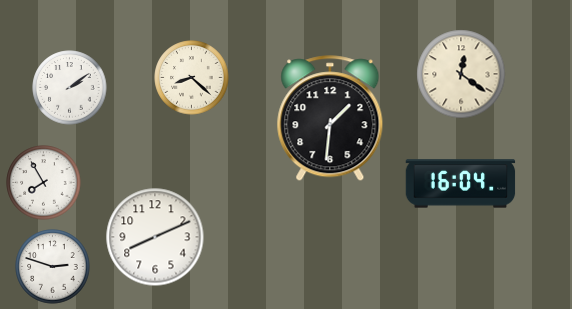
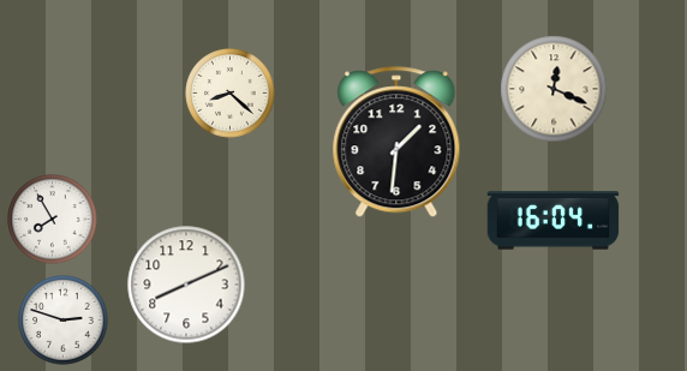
clock at (461, 74): 12:21 -> 12:19
clock at (70, 88): 2:09 -> none
